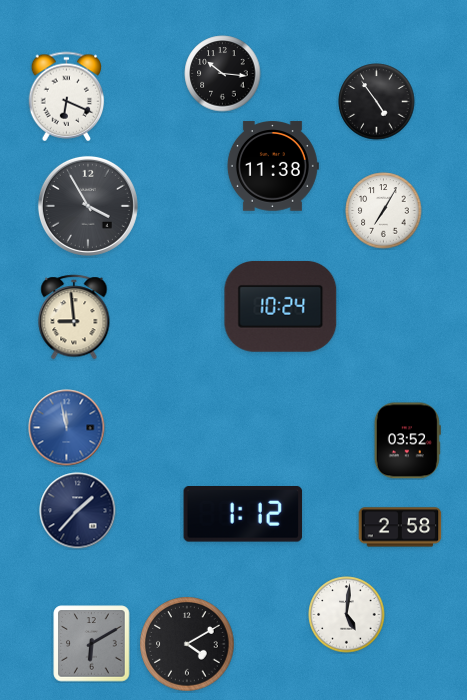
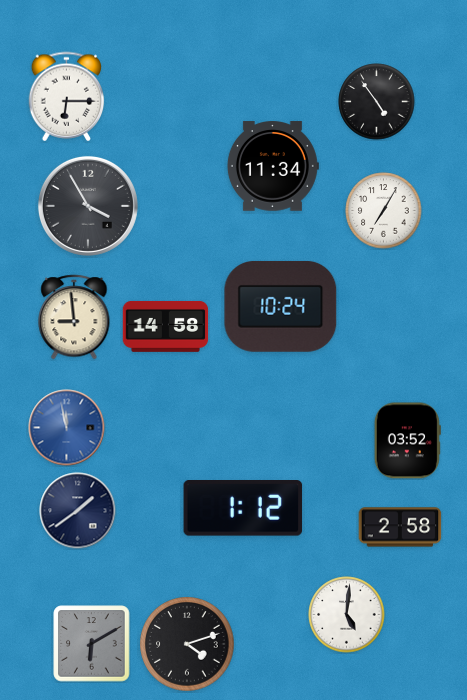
clock at (223, 74): 10:16 -> none
clock at (67, 97): 6:19 -> 6:15
clock at (273, 166): 11:38 -> 11:34
clock at (166, 326): none -> 14:58
clock at (78, 511): 1:37 -> 1:39
clock at (243, 515) position: (243, 515) -> (243, 509)
clock at (187, 644): 4:10 -> 4:12
